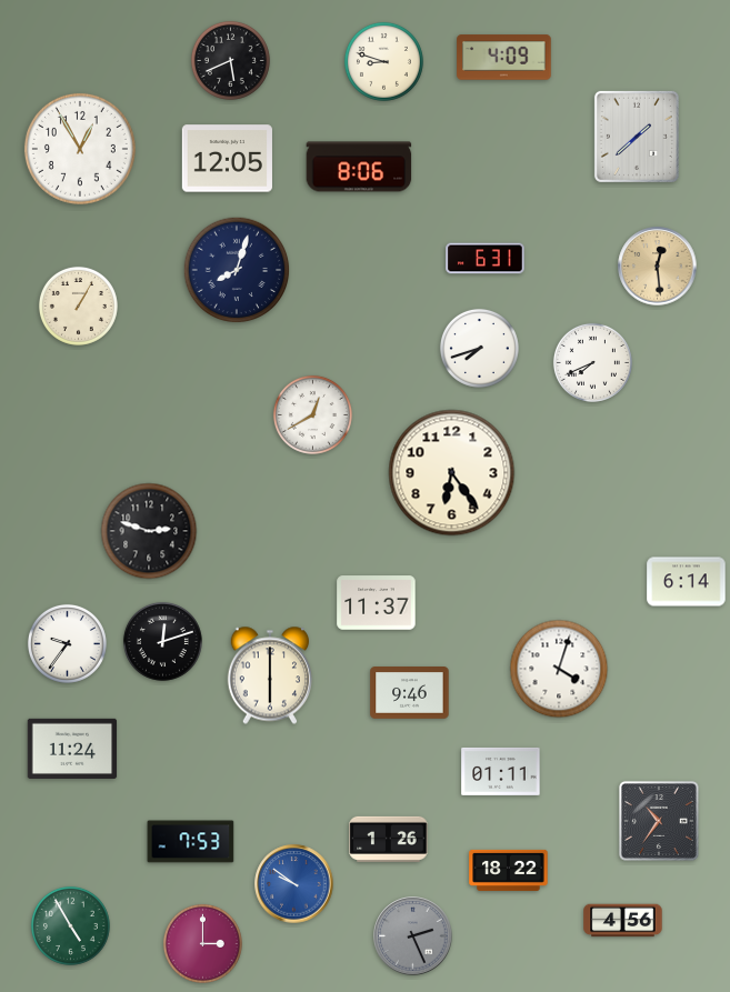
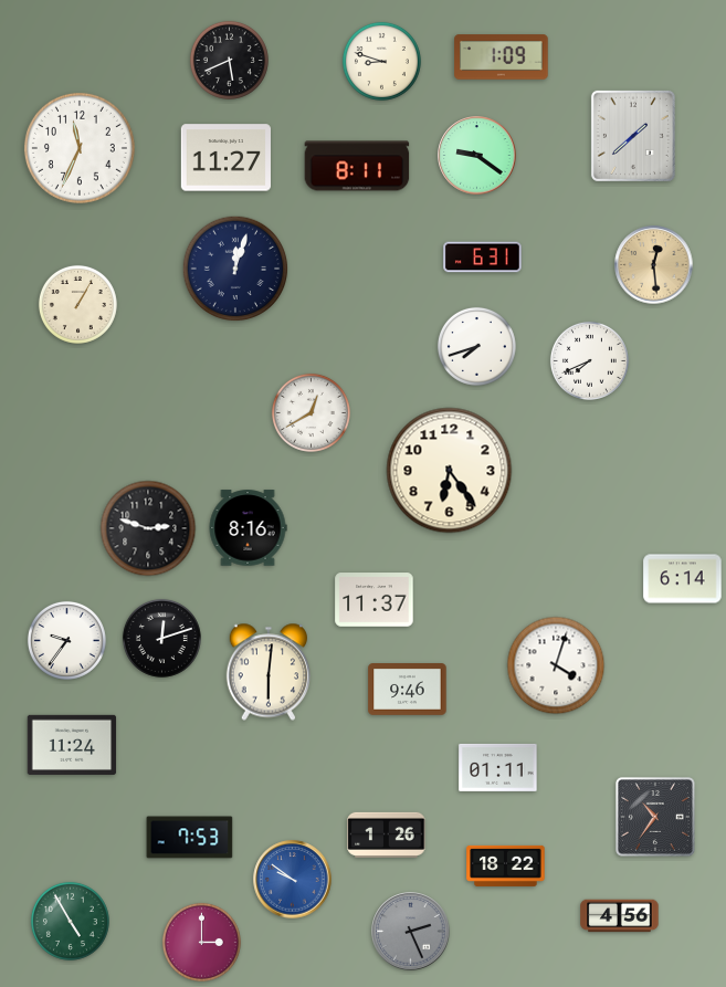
clock at (504, 58): 4:09 -> 1:09
clock at (80, 149): 12:55 -> 11:34
clock at (477, 156): none -> 9:21
clock at (227, 159): 12:05 -> 11:27
clock at (359, 167): 8:06 -> 8:11
clock at (237, 270): 8:03 -> 12:03
clock at (248, 528): none -> 8:16
clock at (269, 675): 6:00 -> 6:01
clock at (202, 943) position: (202, 943) -> (201, 942)
